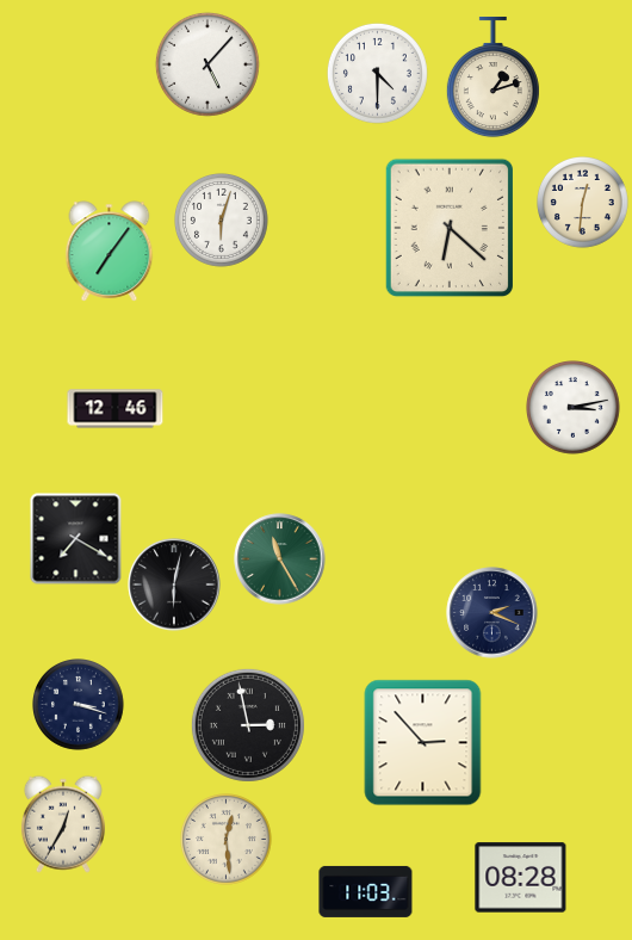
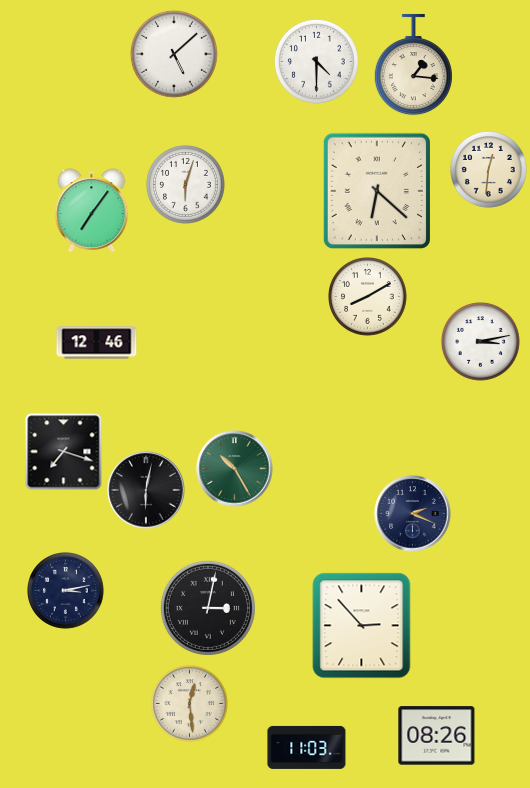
clock at (207, 64): 5:07 -> 5:08
clock at (492, 78): 1:12 -> 1:16
clock at (368, 297): none -> 8:10
clock at (76, 539): 7:20 -> 7:18
clock at (280, 559): 11:25 -> 10:25
clock at (79, 705): 3:18 -> 3:13
clock at (248, 725): 2:58 -> 3:02
clock at (423, 743) position: (423, 743) -> (362, 626)
clock at (63, 824): 12:35 -> none
clock at (521, 878): 08:28 -> 08:26
